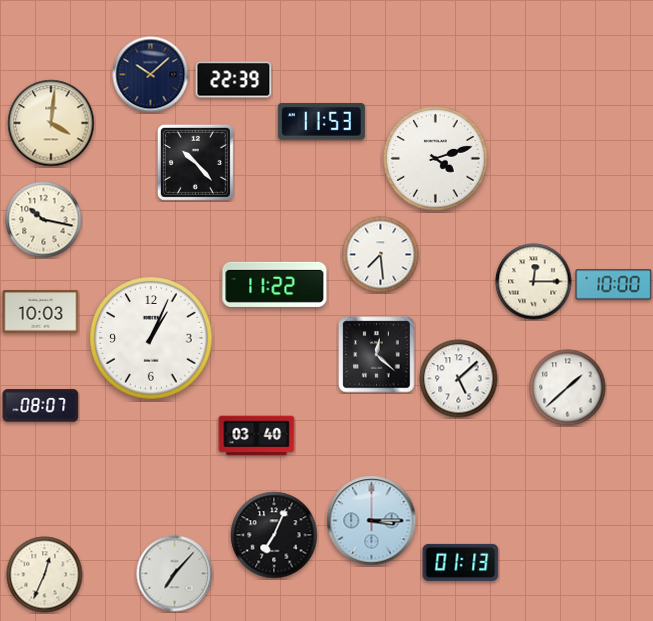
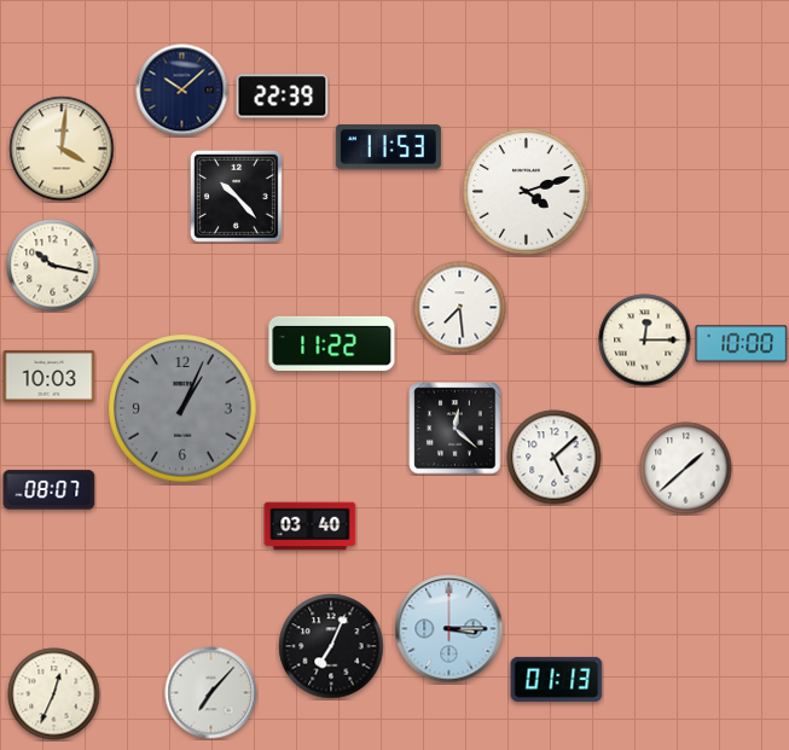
clock at (151, 338) dial: white -> grey
